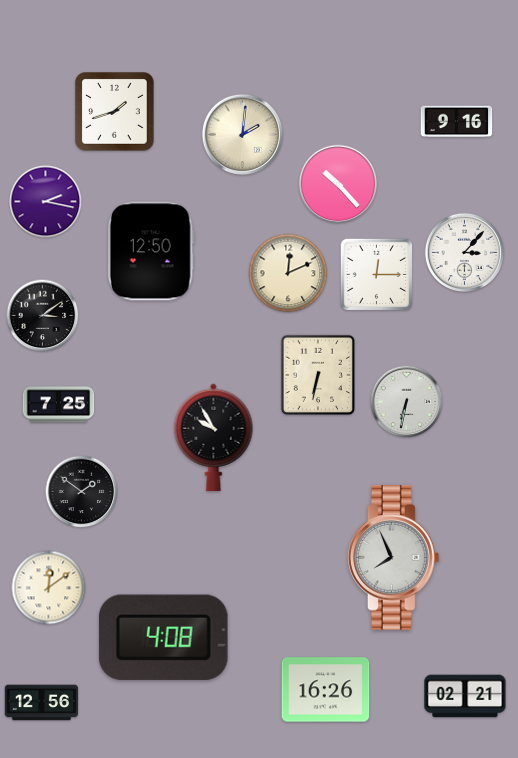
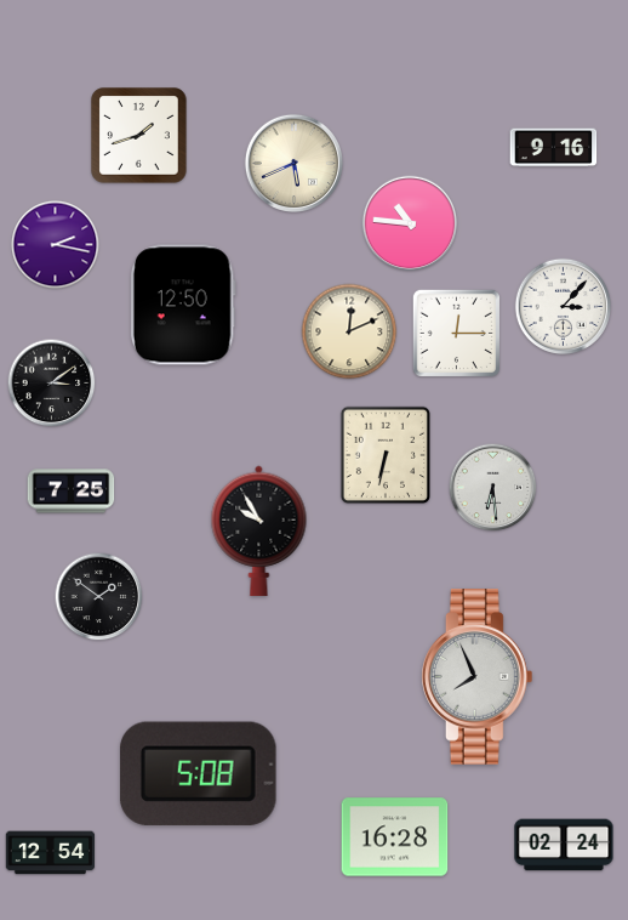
clock at (242, 134): 2:01 -> 5:41
clock at (338, 184): 10:23 -> 10:46
clock at (407, 402): 6:32 -> 6:29
clock at (49, 588): 12:09 -> none
clock at (163, 637): 4:08 -> 5:08
clock at (326, 690): 16:26 -> 16:28
clock at (465, 696): 02:21 -> 02:24
clock at (42, 703): 12:56 -> 12:54
